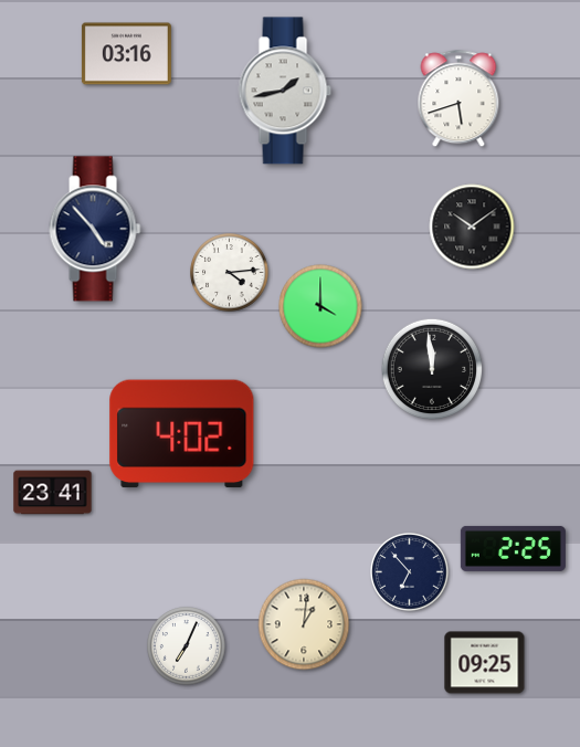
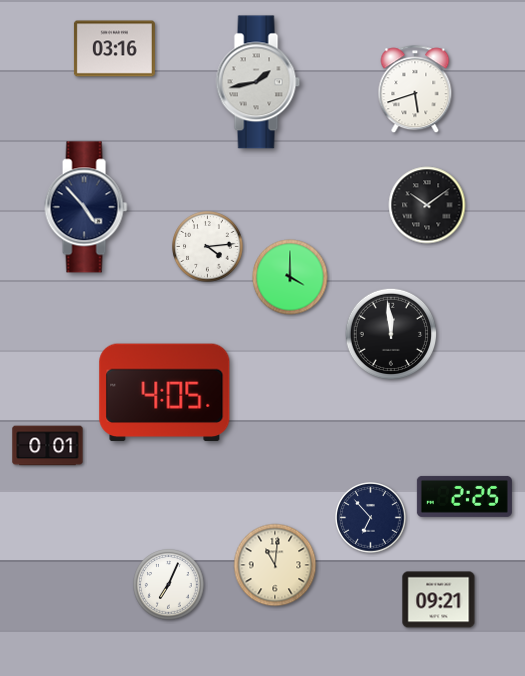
clock at (182, 434): 4:02 -> 4:05
clock at (53, 493): 23:41 -> 0:01
clock at (304, 624): 1:01 -> 11:01
clock at (485, 663): 09:25 -> 09:21
